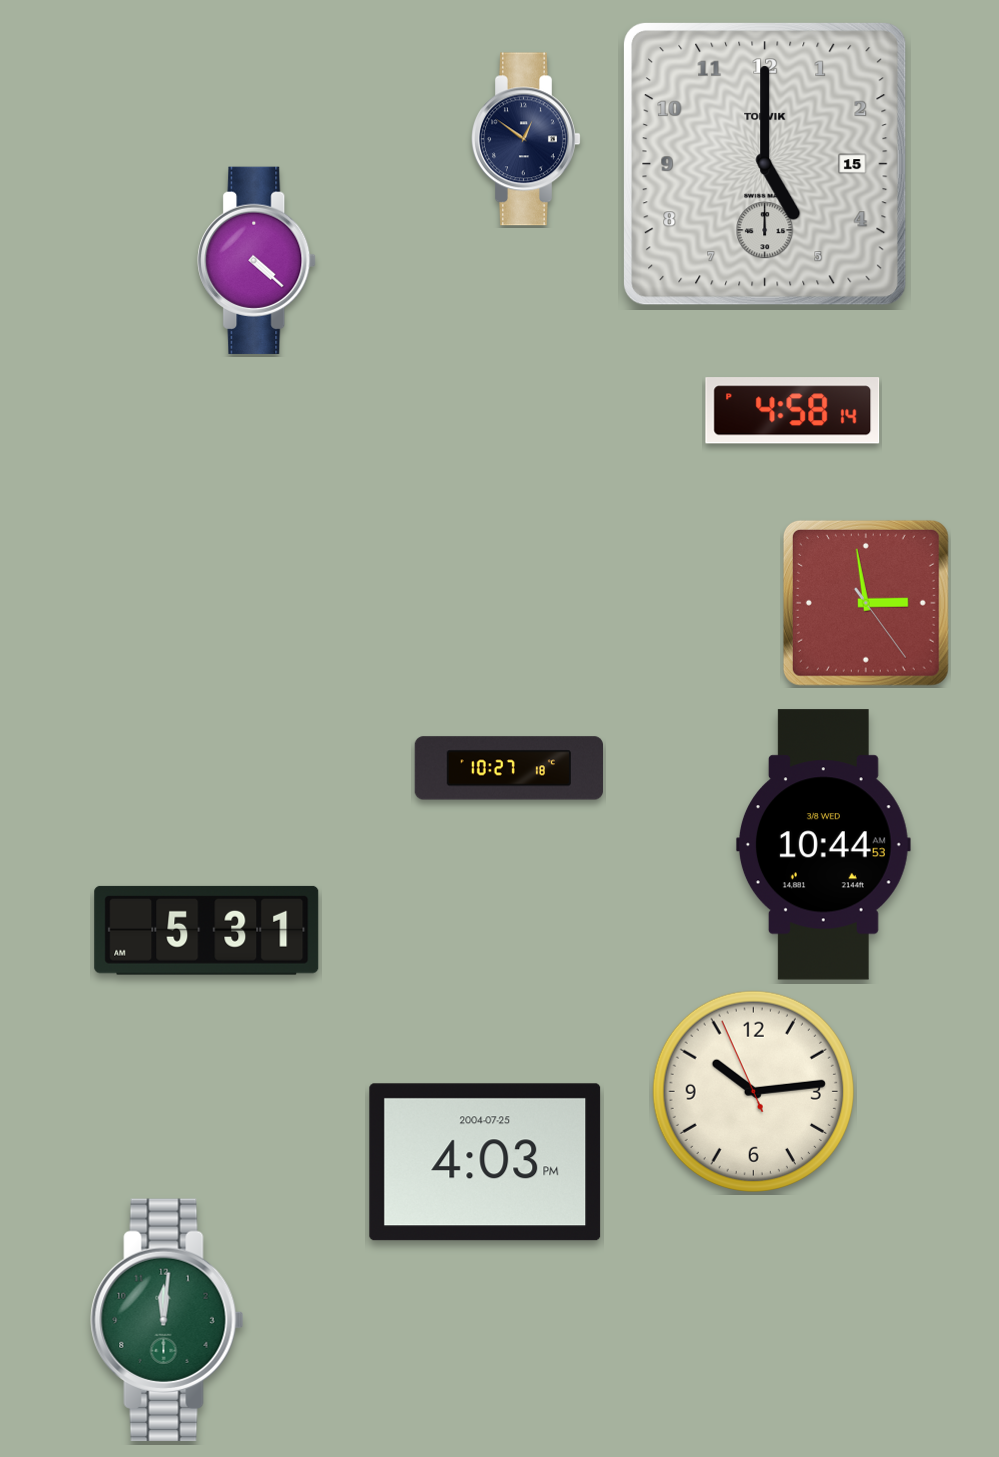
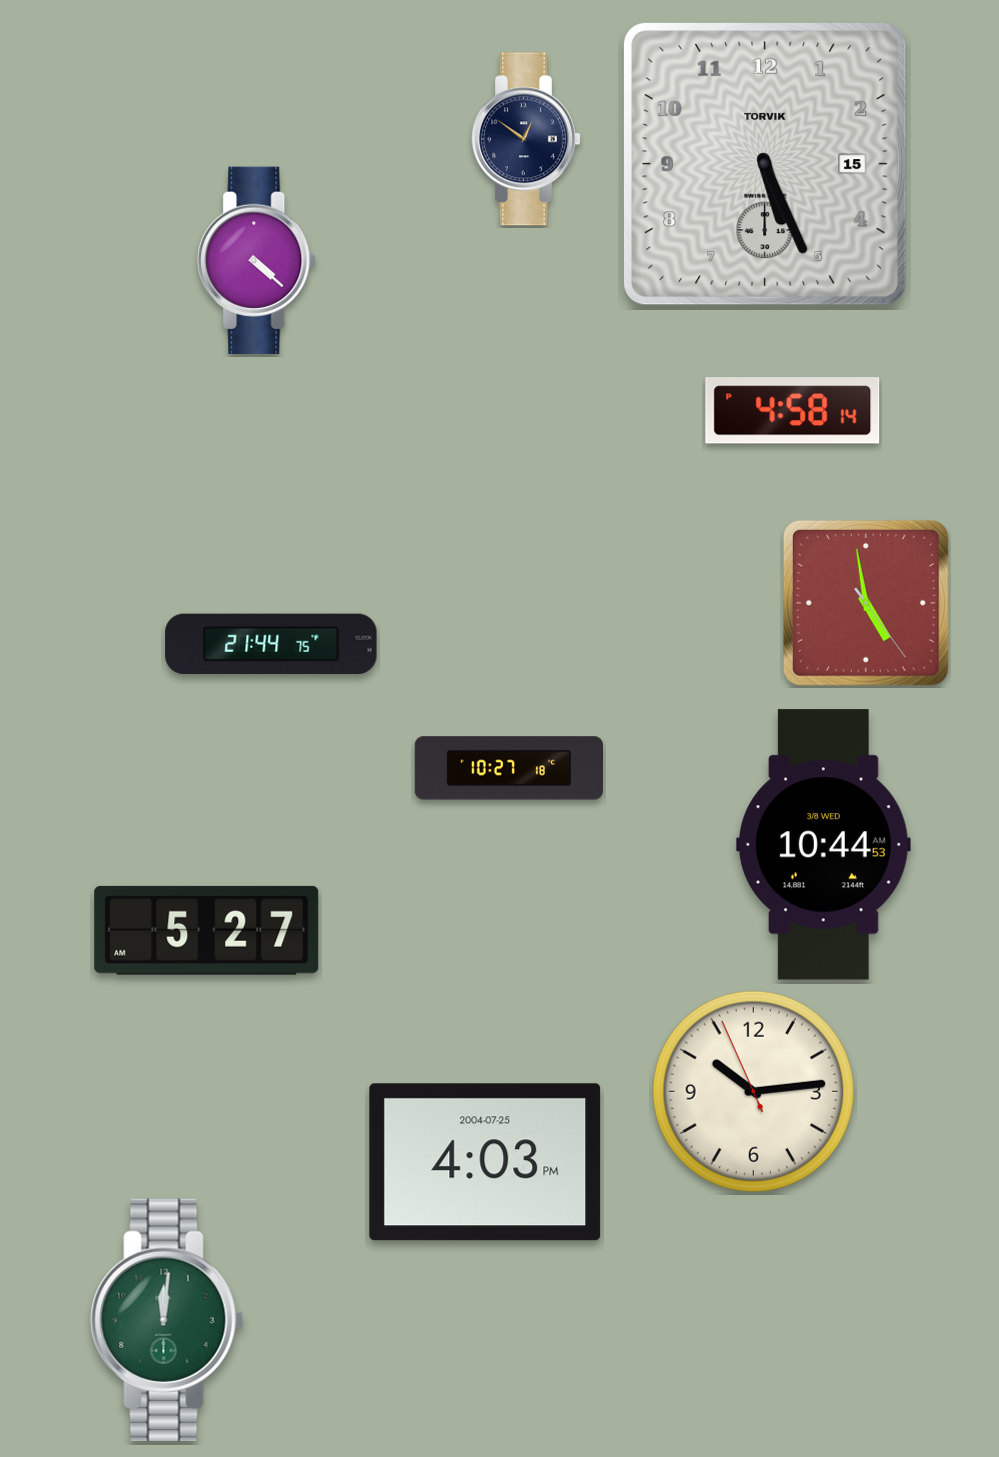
clock at (766, 165): 5:00 -> 5:26
clock at (866, 603): 2:58 -> 4:58
clock at (271, 644): none -> 21:44
clock at (207, 930): 5:31 -> 5:27
